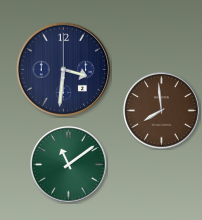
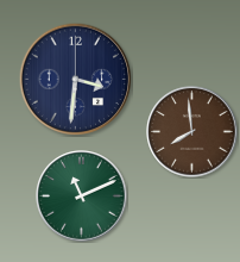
clock at (63, 69) position: (63, 69) -> (75, 79)
clock at (69, 165): 11:09 -> 11:11
